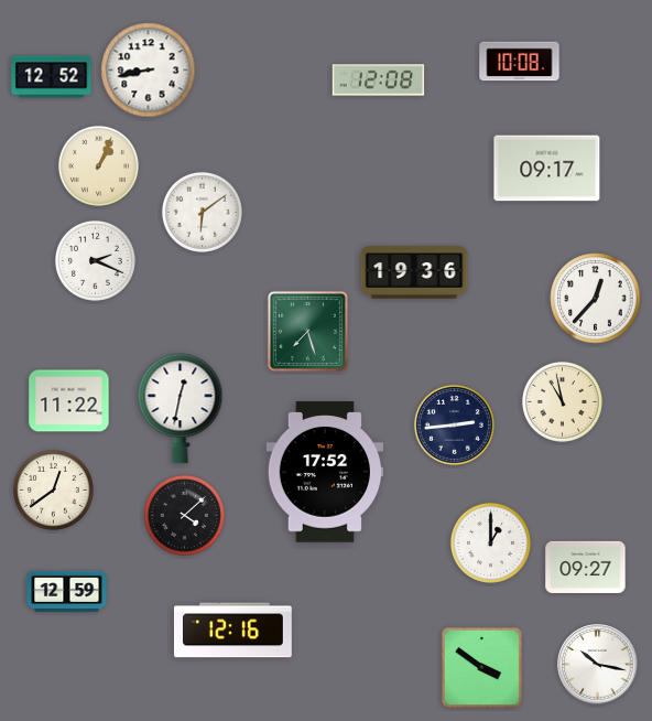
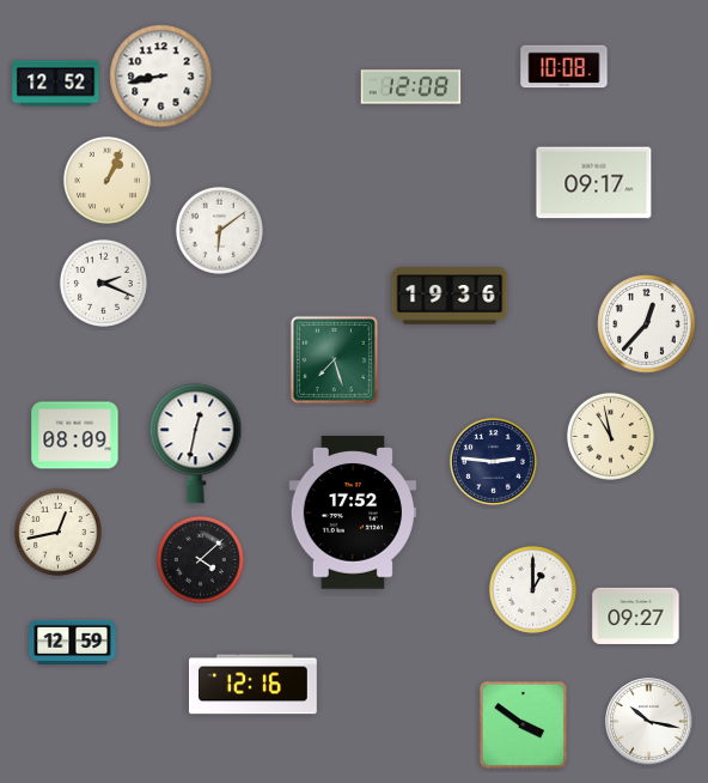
clock at (69, 401): 11:22 -> 08:09
clock at (454, 424): 2:44 -> 2:46
clock at (53, 489): 12:39 -> 12:43
